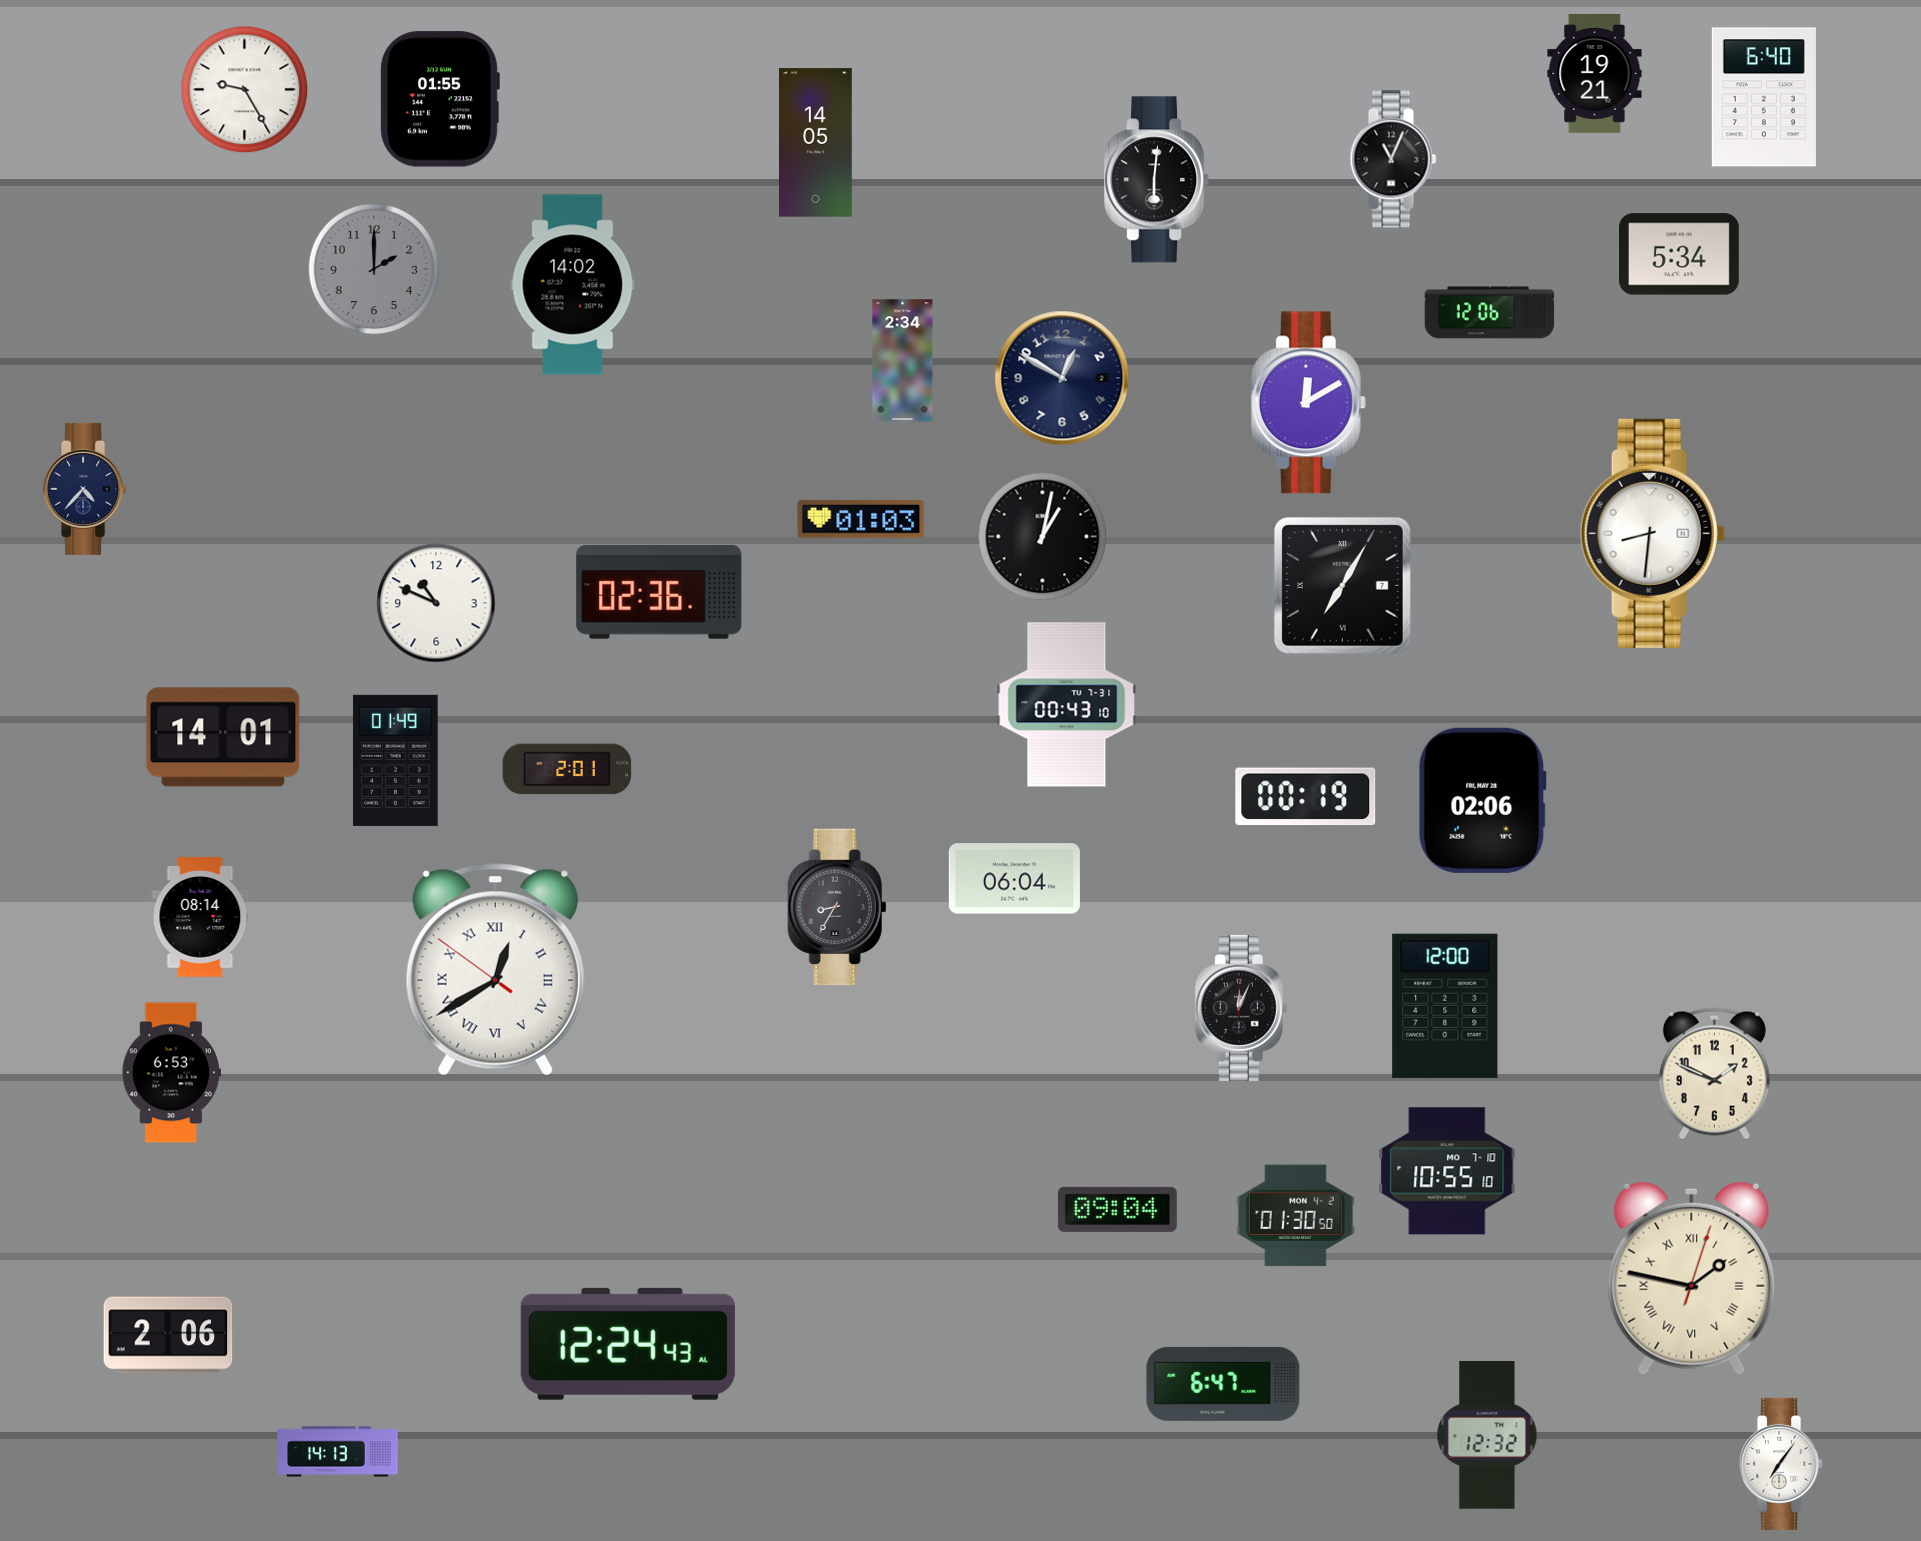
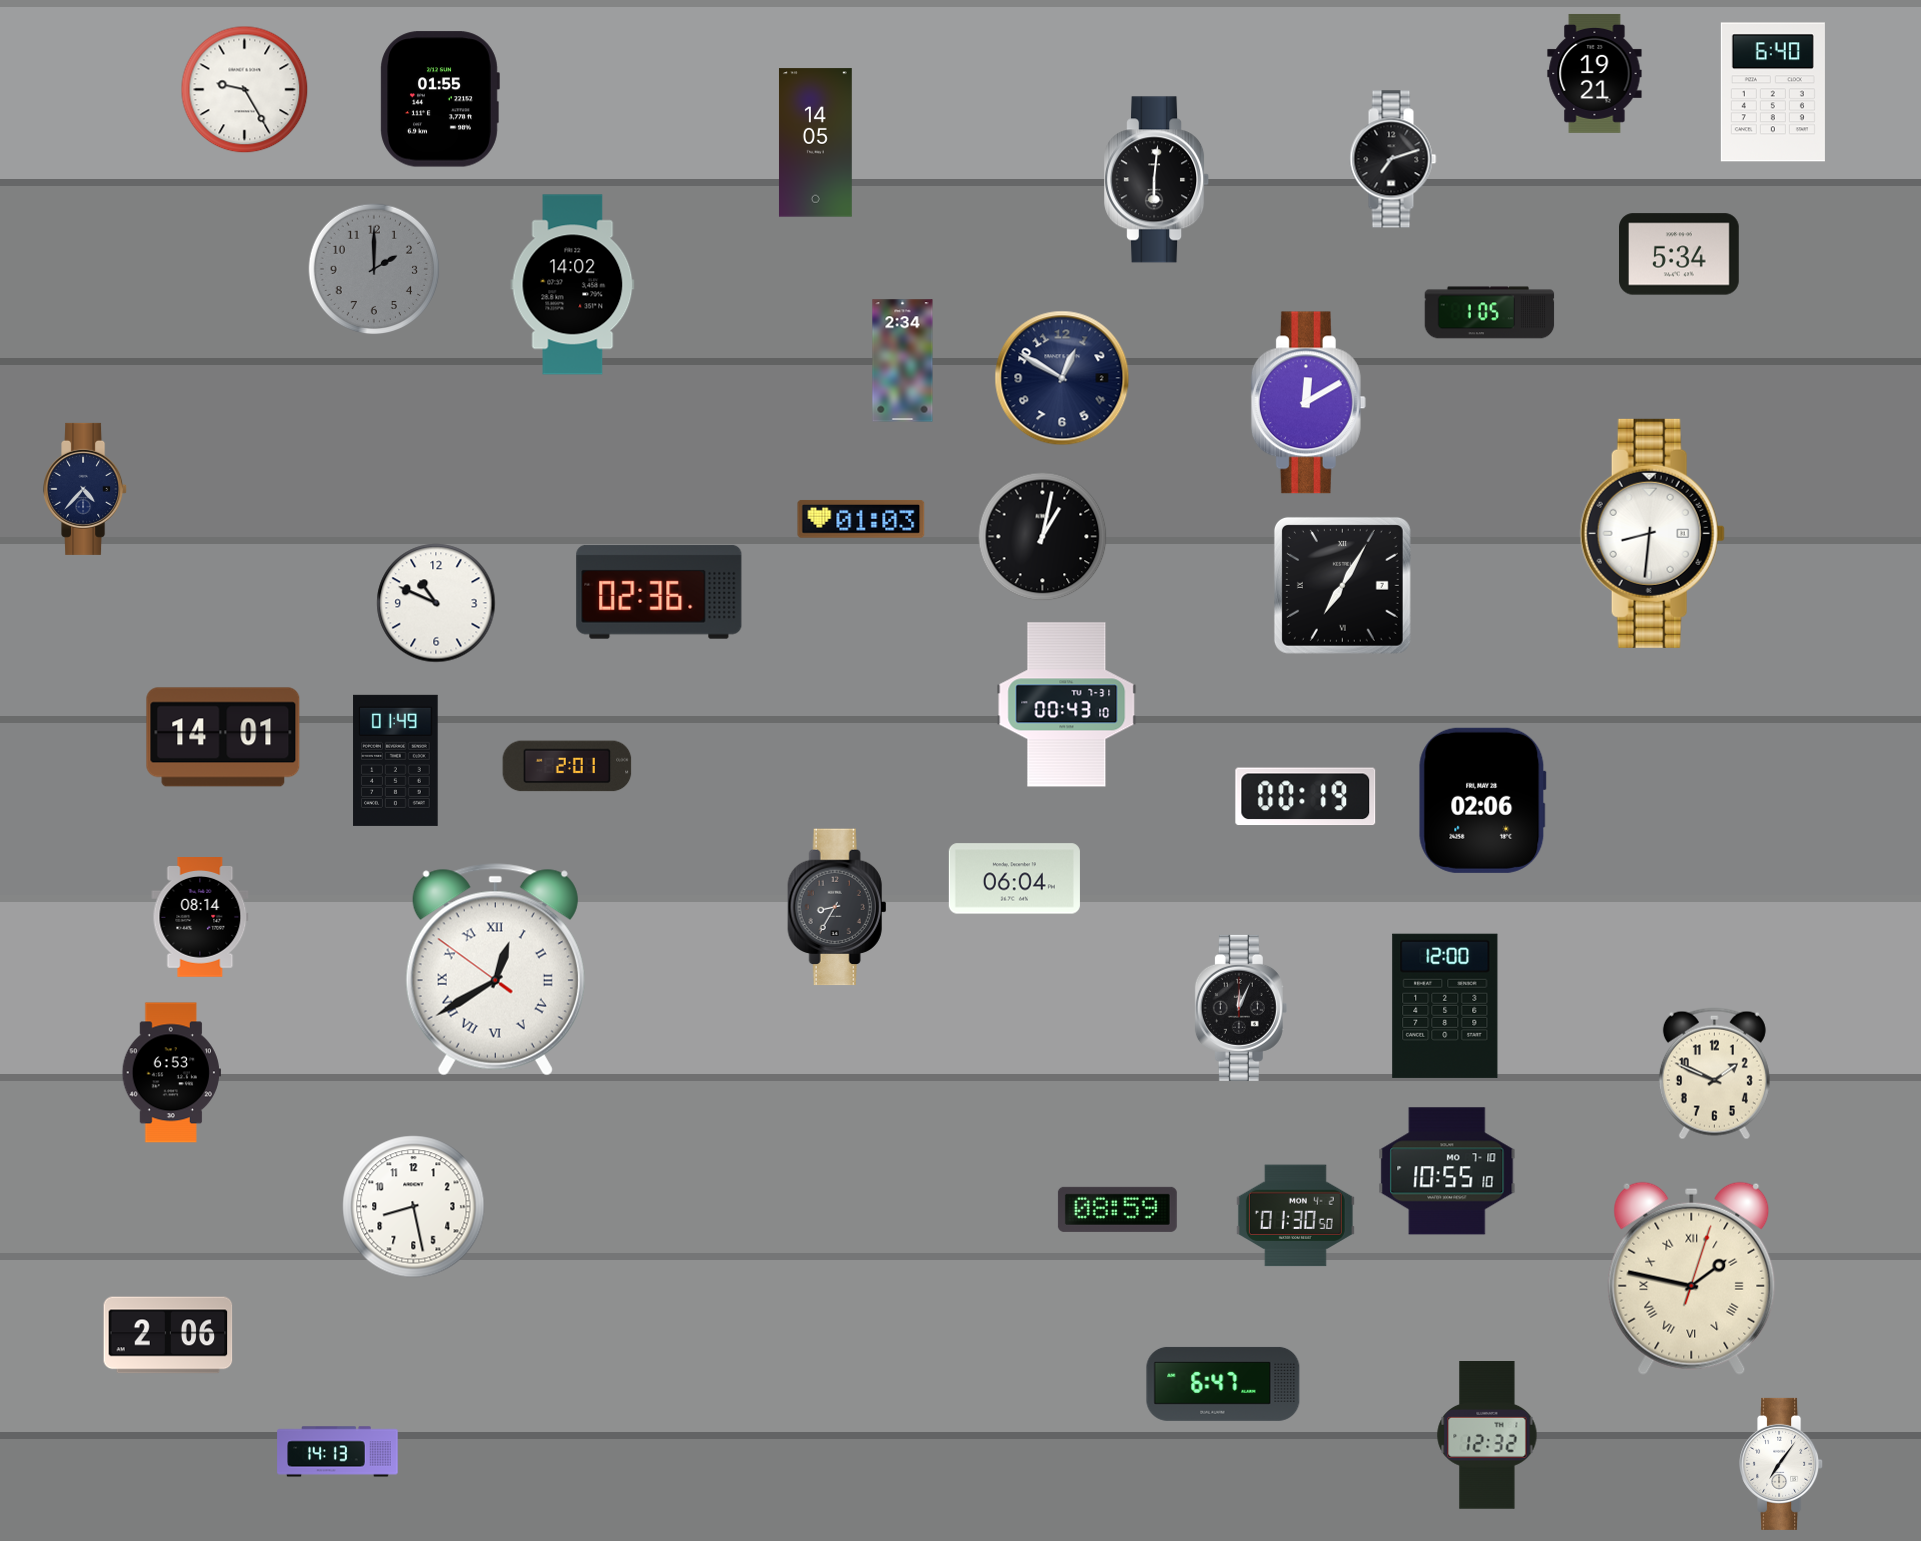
clock at (1764, 97) position: (1764, 97) -> (1773, 92)
clock at (1393, 159): 11:04 -> 7:12
clock at (1490, 313): 12:06 -> 1:05
clock at (567, 769) position: (567, 769) -> (567, 766)
clock at (414, 1207): none -> 8:28
clock at (1117, 1209): 09:04 -> 08:59
clock at (628, 1344): 12:24 -> none
